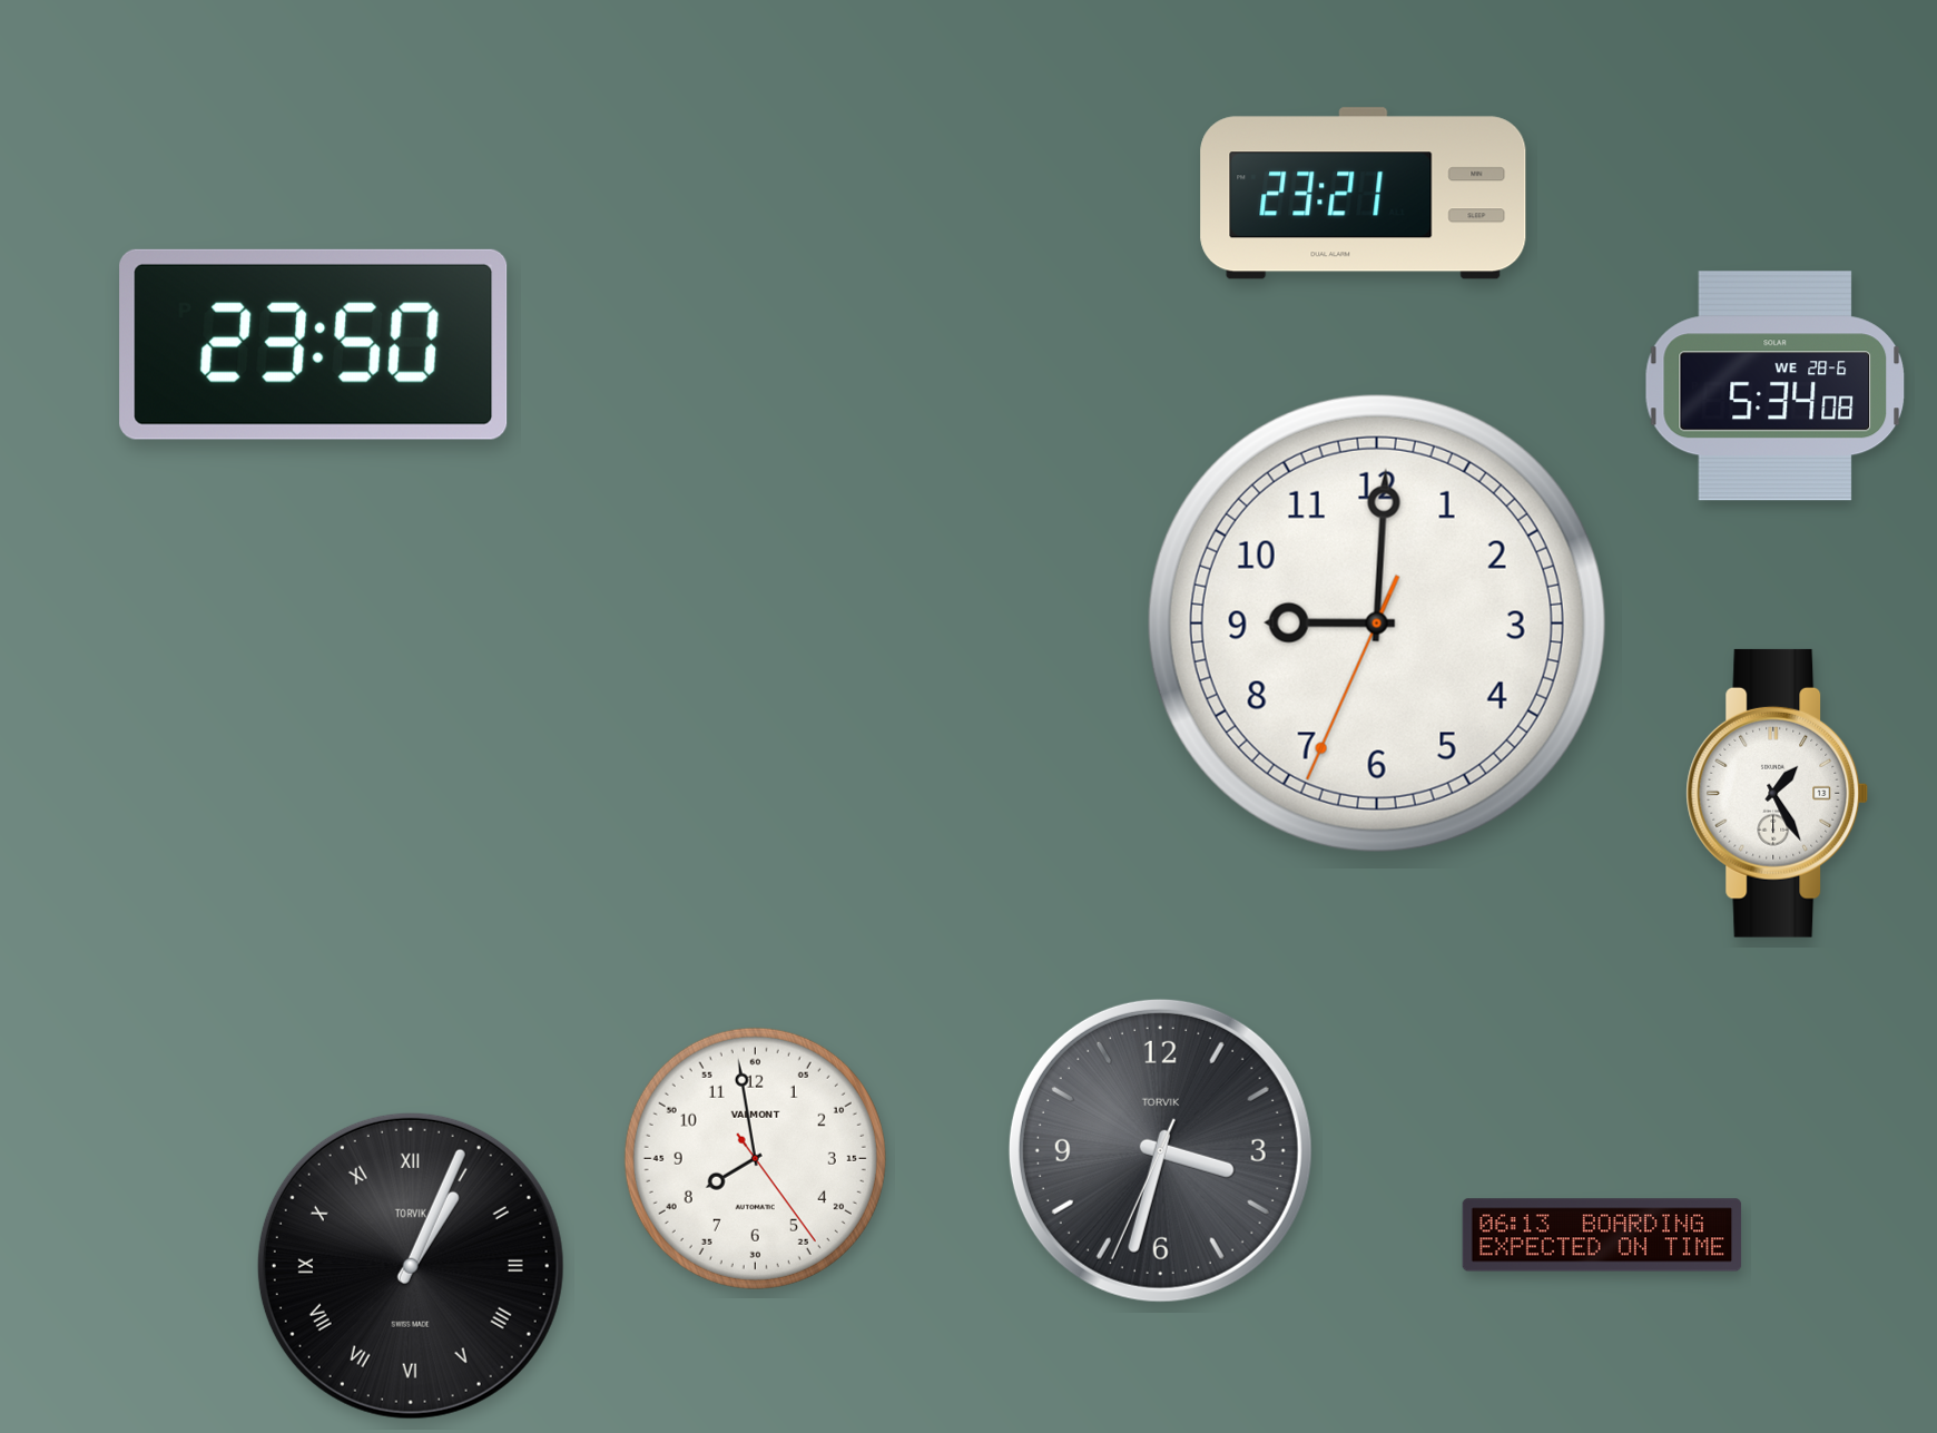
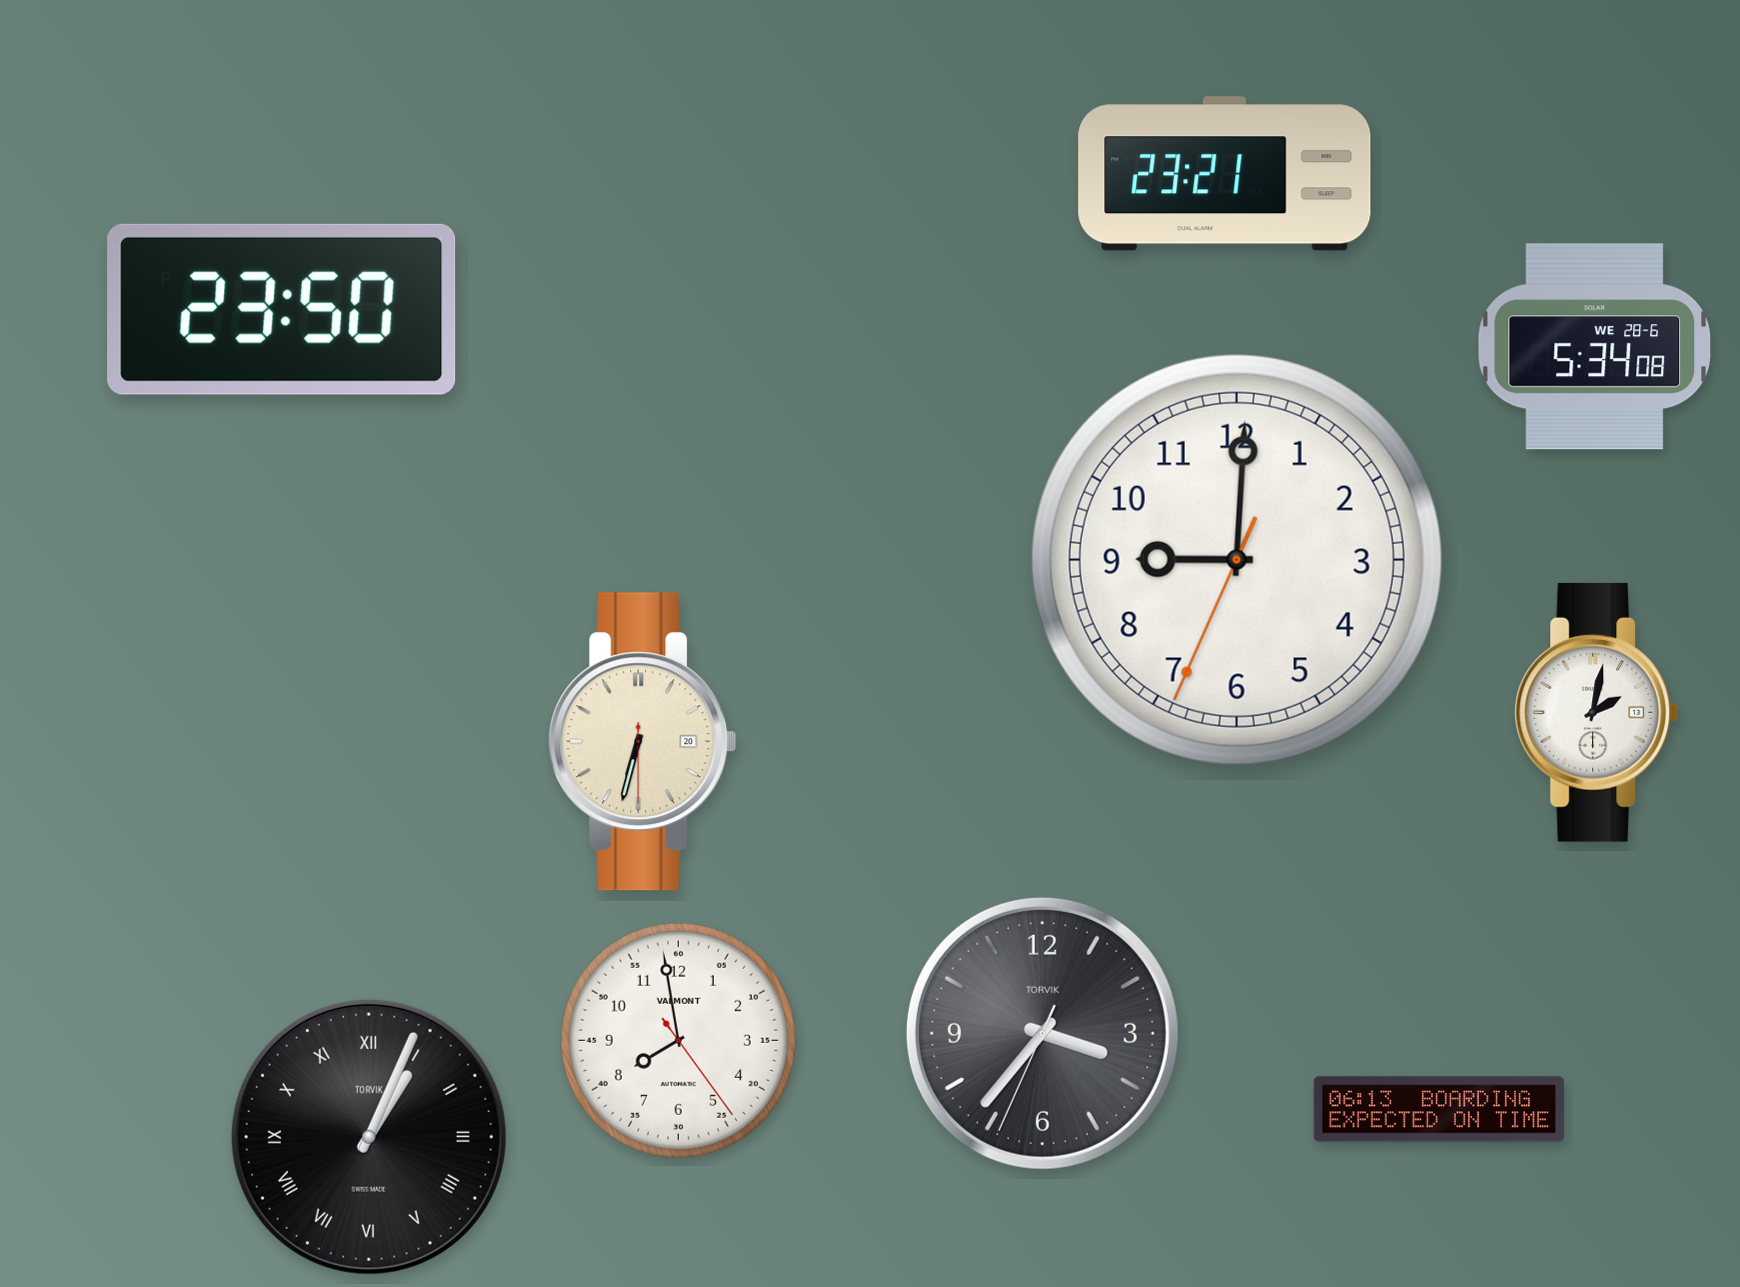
clock at (1778, 793): 1:25 -> 2:02
clock at (643, 742): none -> 6:32
clock at (1160, 1150): 3:32 -> 3:36
